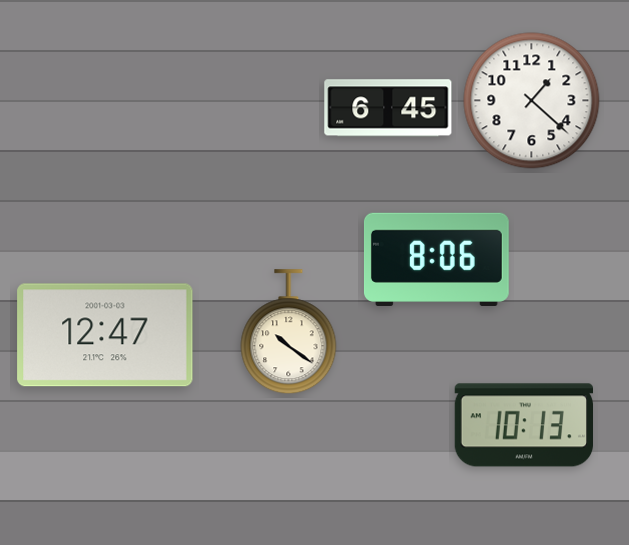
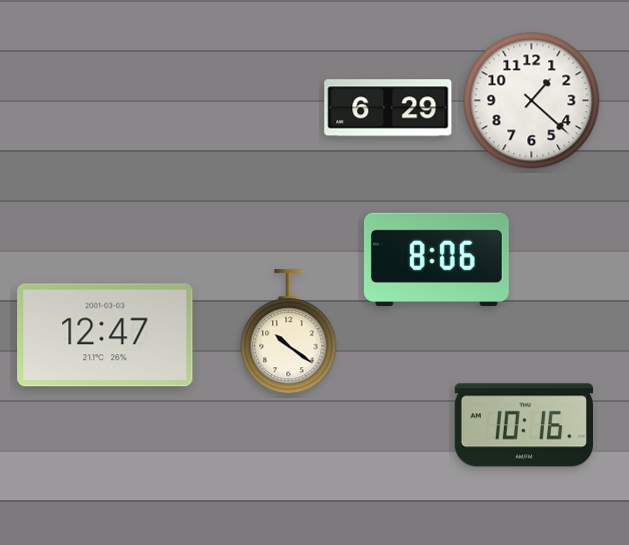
clock at (388, 108): 6:45 -> 6:29
clock at (523, 425): 10:13 -> 10:16
